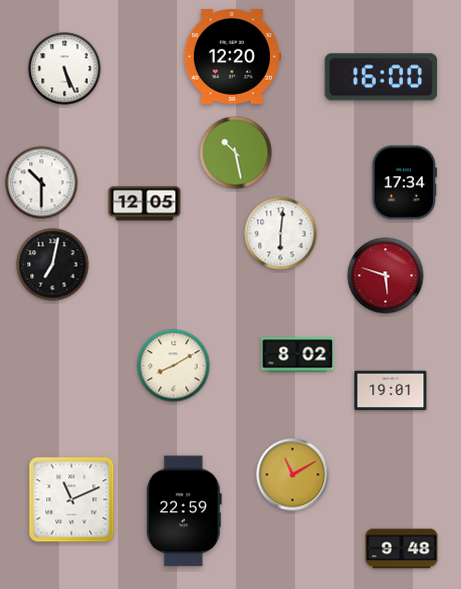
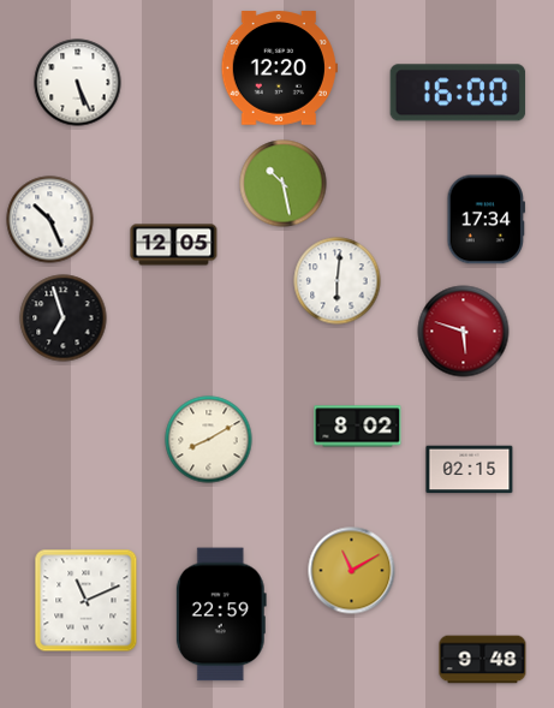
clock at (42, 183): 10:30 -> 10:26
clock at (53, 265): 7:02 -> 6:57
clock at (391, 391): 19:01 -> 02:15
